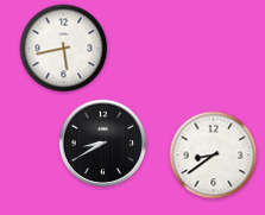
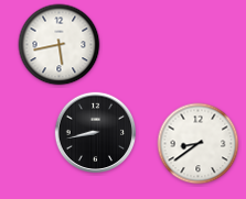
clock at (103, 144): 8:40 -> 8:43
